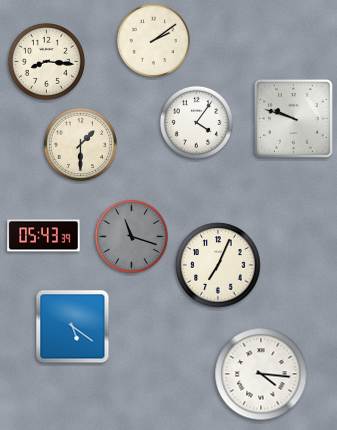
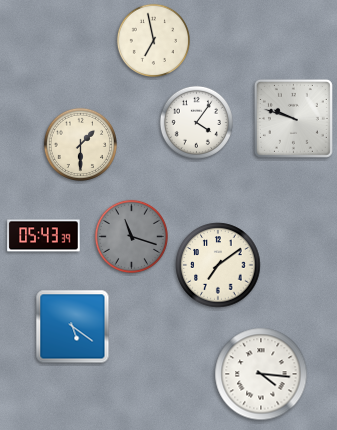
clock at (153, 40): 2:09 -> 6:58
clock at (46, 61): 8:16 -> none
clock at (218, 265): 7:04 -> 7:09
